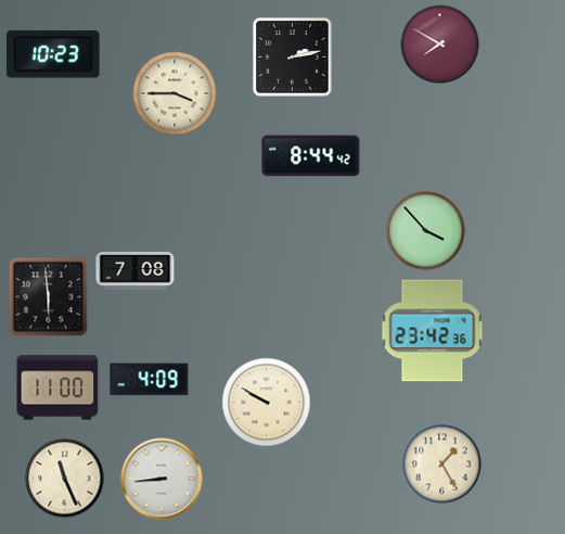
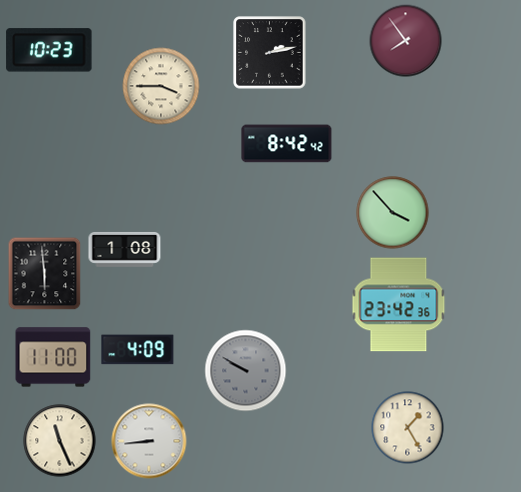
clock at (440, 44): 7:50 -> 7:54
clock at (311, 156): 8:44 -> 8:42
clock at (136, 270): 7:08 -> 1:08
clock at (267, 403) dial: cream -> grey
